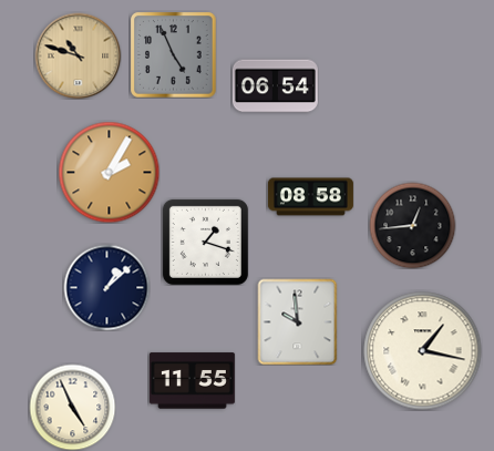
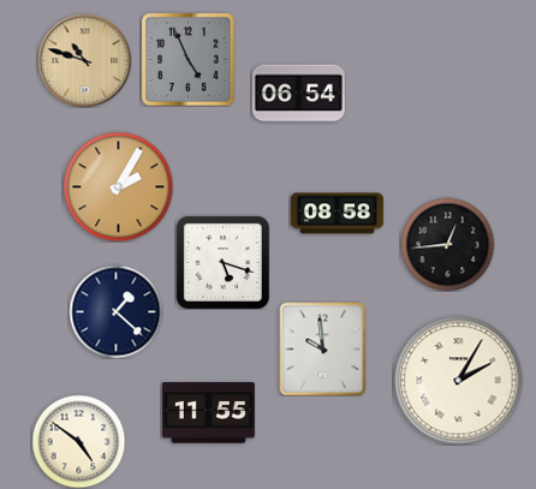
clock at (205, 242): 1:18 -> 5:18
clock at (106, 287): 1:08 -> 1:22
clock at (423, 351): 1:17 -> 2:05
clock at (72, 407): 4:56 -> 4:51
